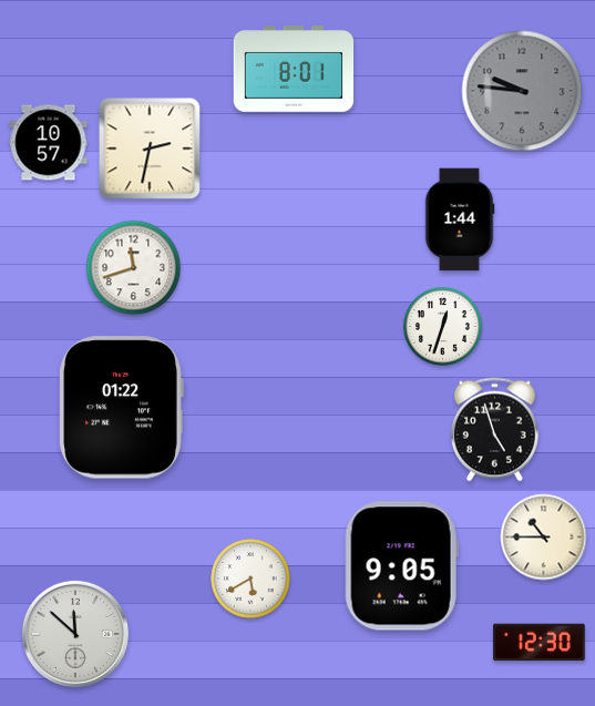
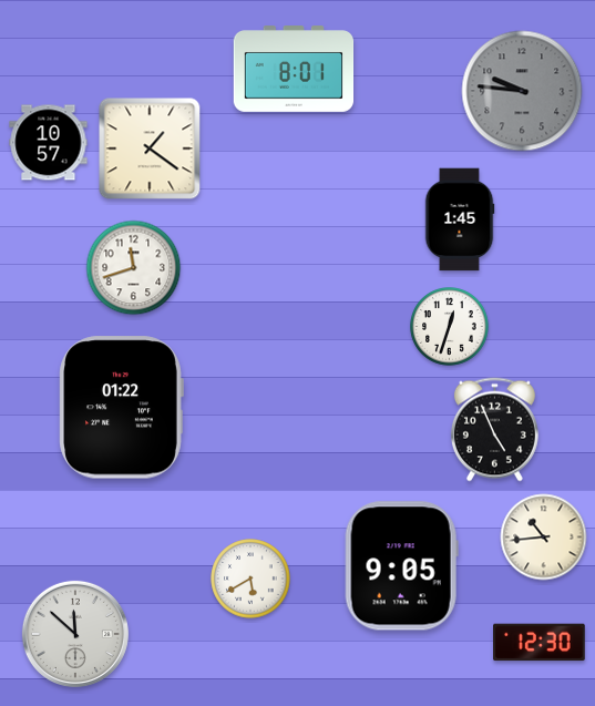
clock at (150, 149): 2:32 -> 1:21
clock at (460, 219): 1:44 -> 1:45
clock at (443, 327) position: (443, 327) -> (450, 327)
clock at (494, 430): 4:57 -> 4:56
clock at (544, 538): 10:45 -> 10:44
